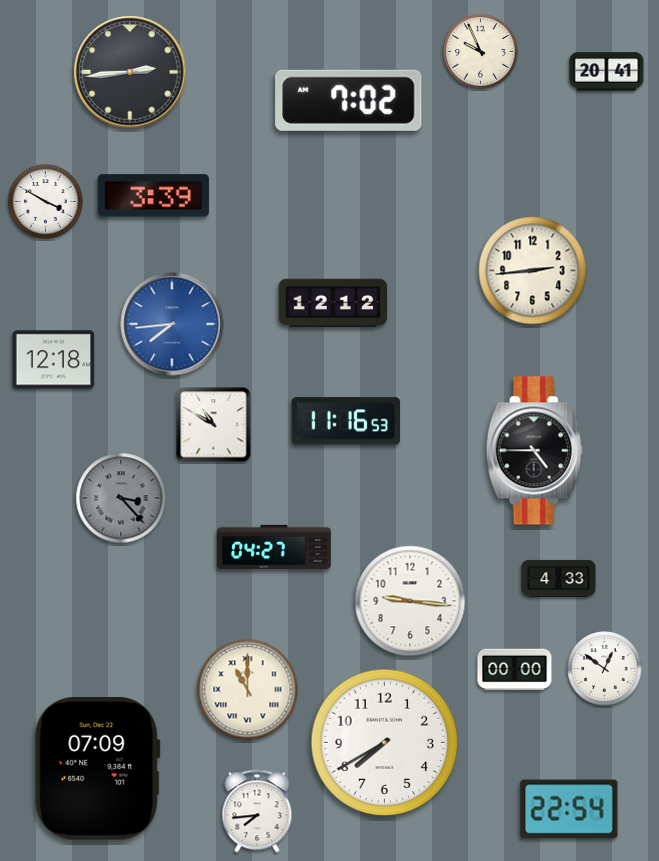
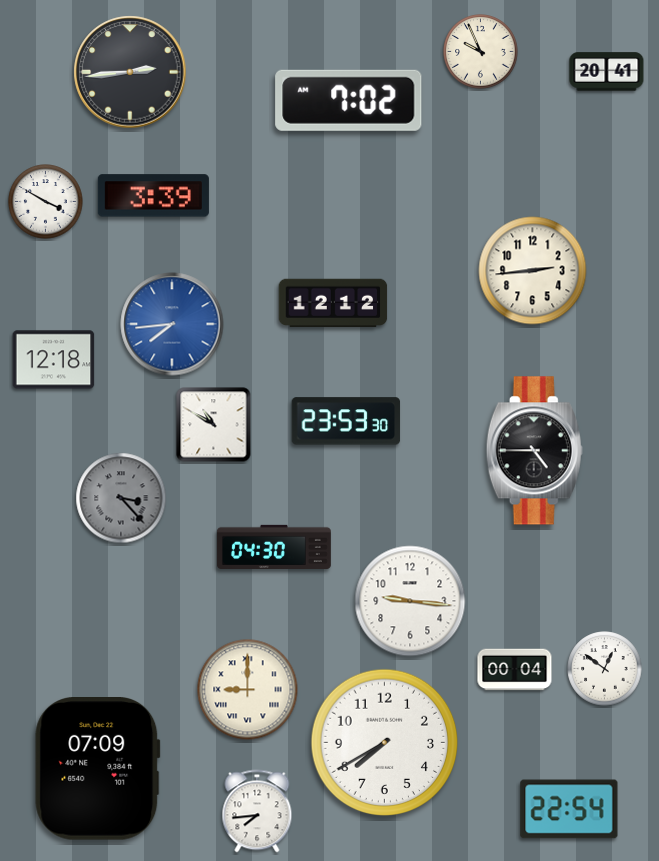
clock at (346, 421): 11:16 -> 23:53
clock at (274, 546): 04:27 -> 04:30
clock at (559, 578): 4:33 -> none
clock at (515, 670): 00:00 -> 00:04
clock at (248, 690): 11:00 -> 9:00
